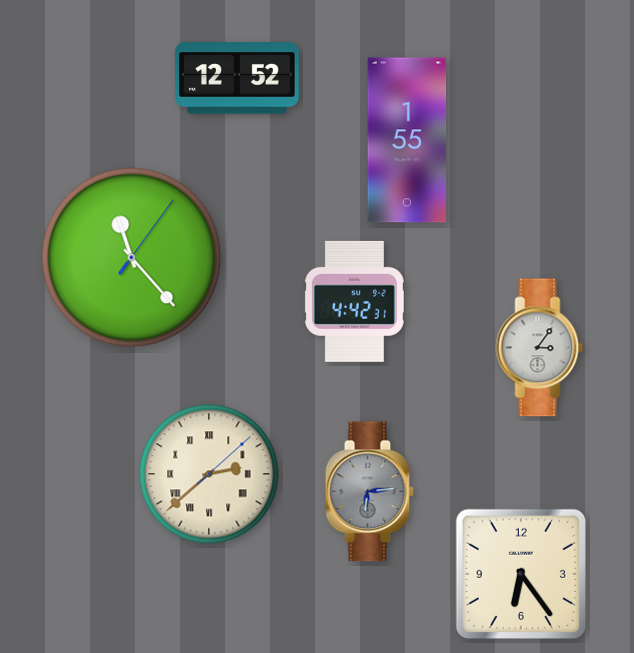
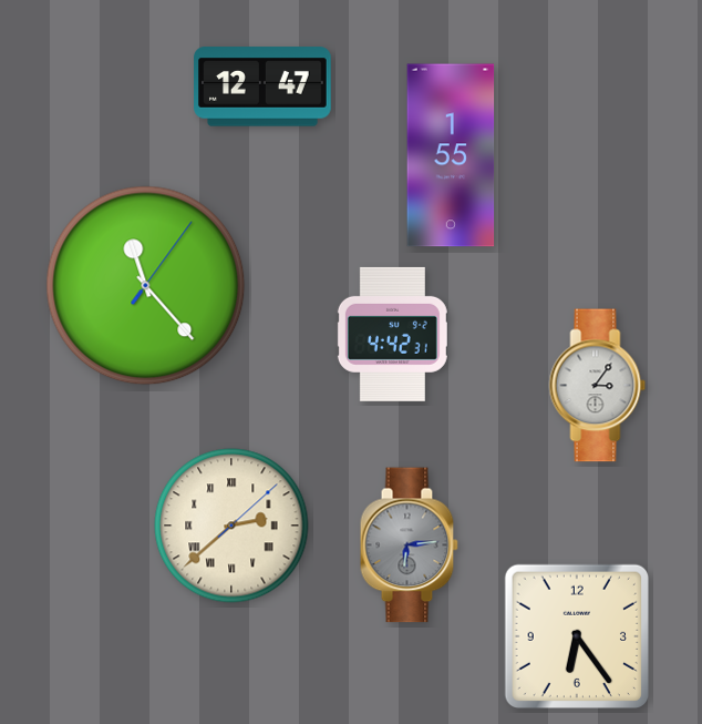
clock at (237, 78): 12:52 -> 12:47
